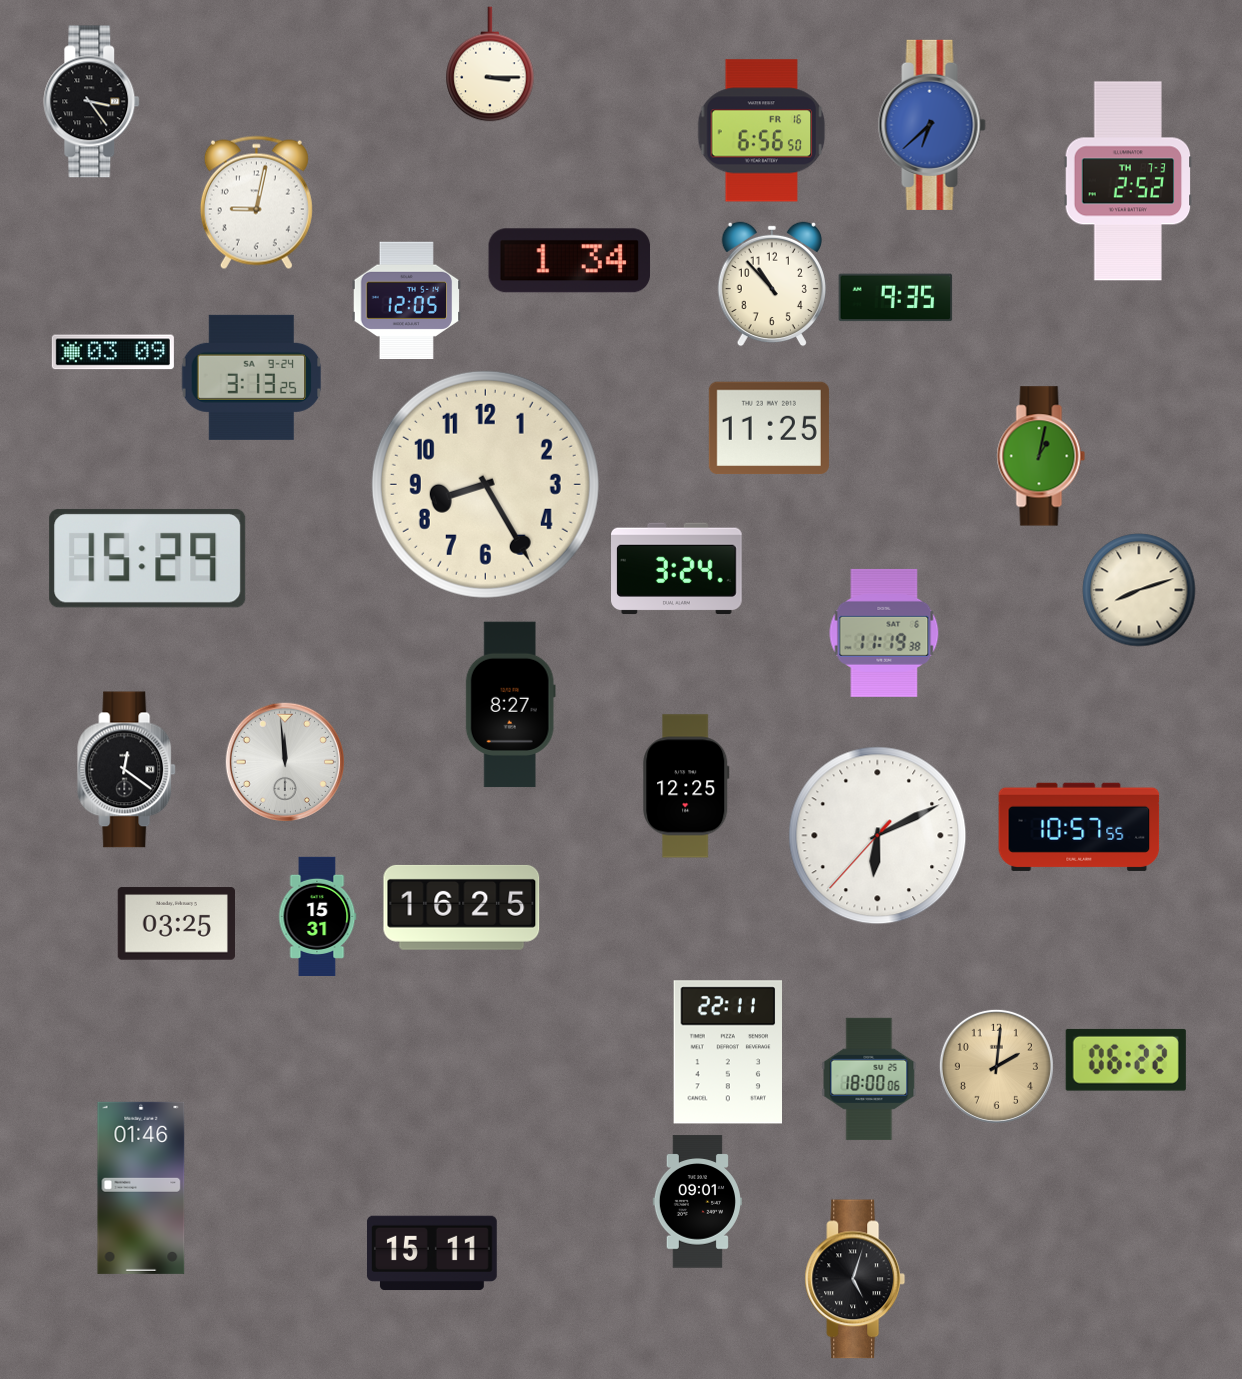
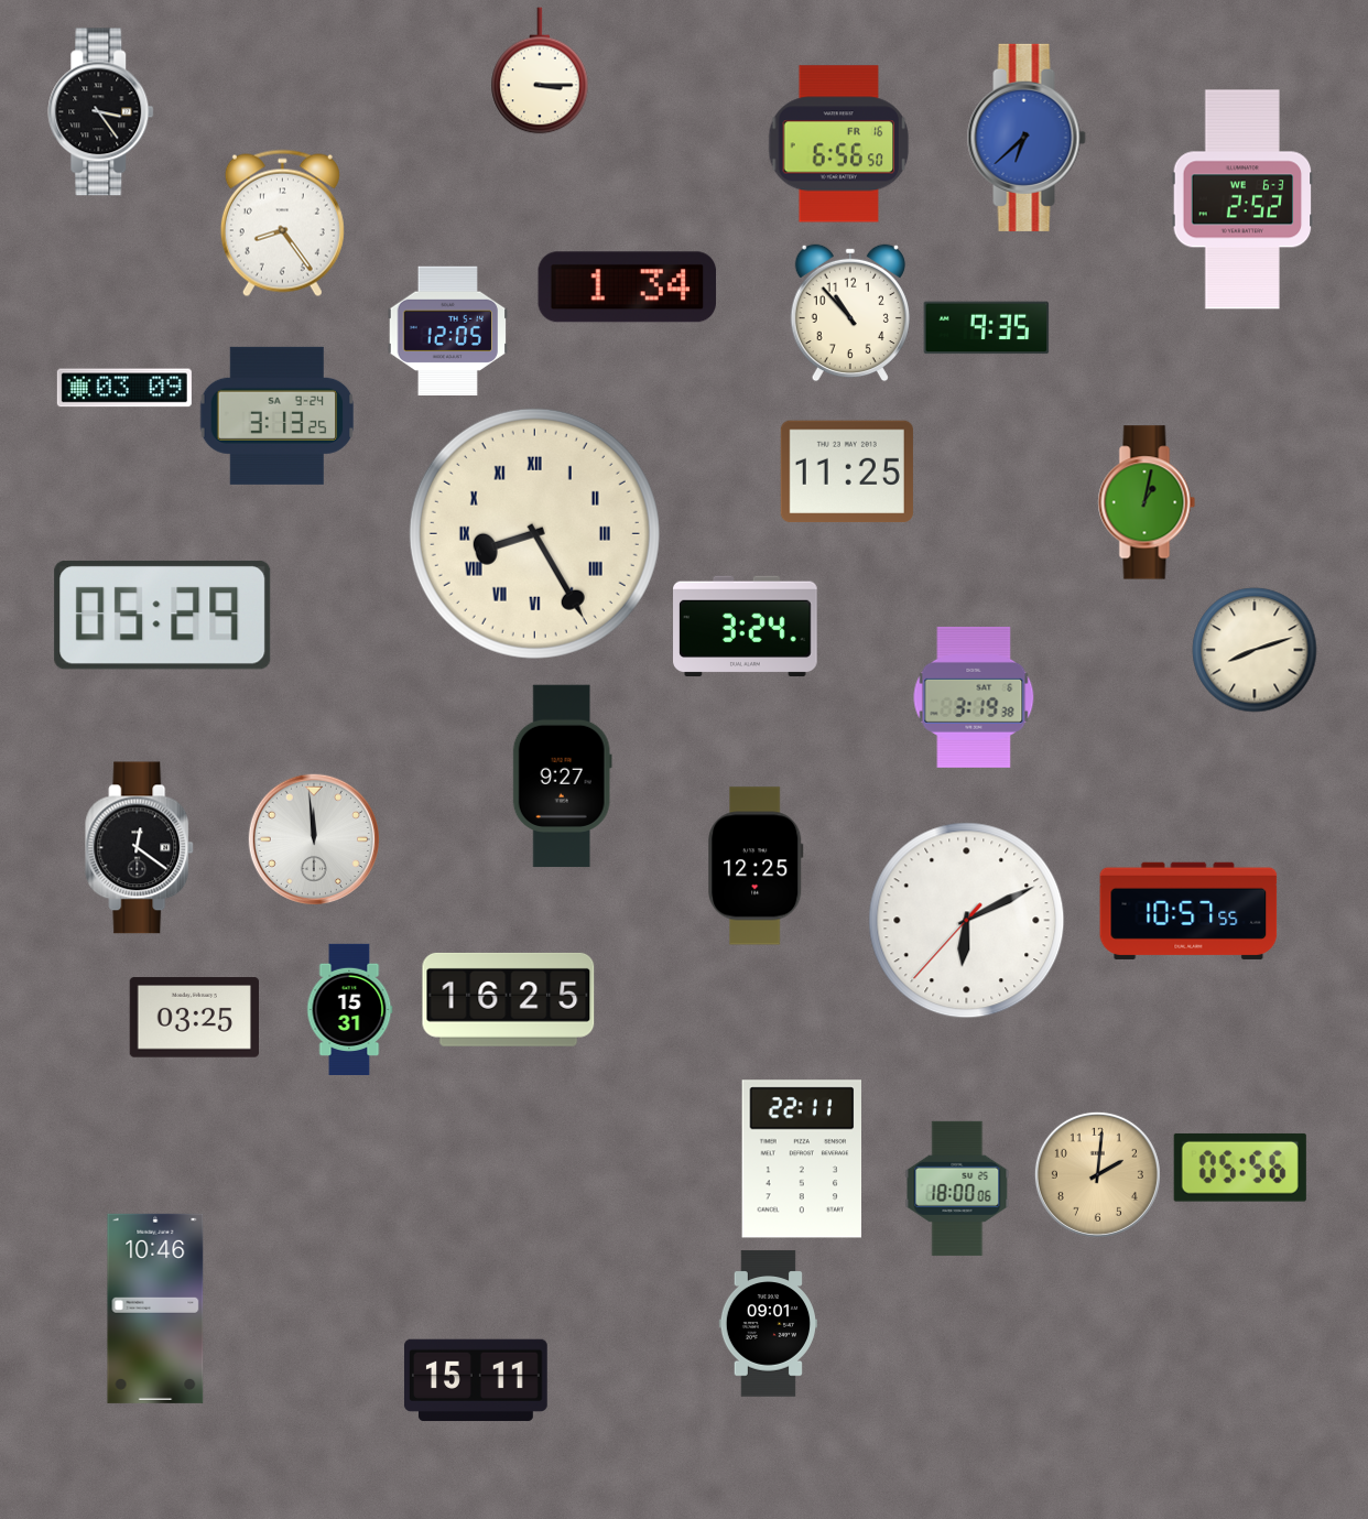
clock at (1128, 181) date: TH 7-3 -> WE 6-3
clock at (256, 203): 9:02 -> 8:24
clock at (485, 484) numerals: Arabic -> Roman
clock at (148, 558): 15:29 -> 05:29
clock at (884, 633): 11:19 -> 3:19
clock at (510, 705): 8:27 -> 9:27
clock at (1126, 1060): 06:22 -> 05:56
clock at (141, 1188): 01:46 -> 10:46
clock at (855, 1279): 5:03 -> none
